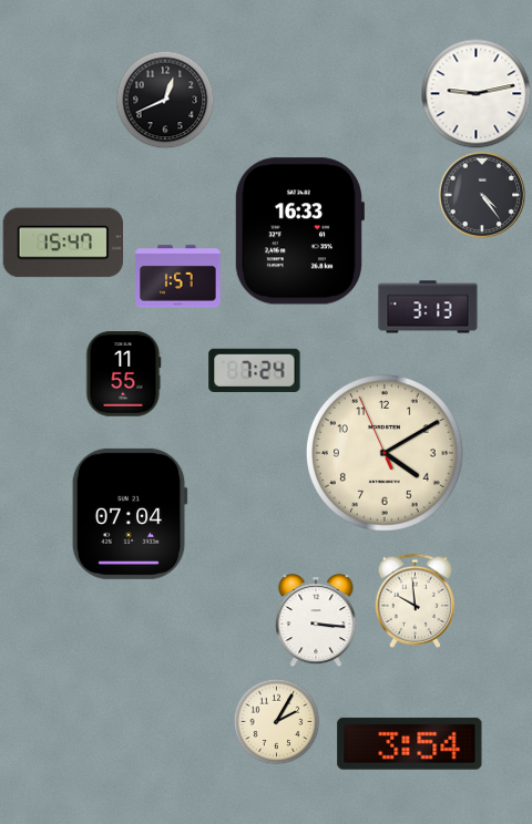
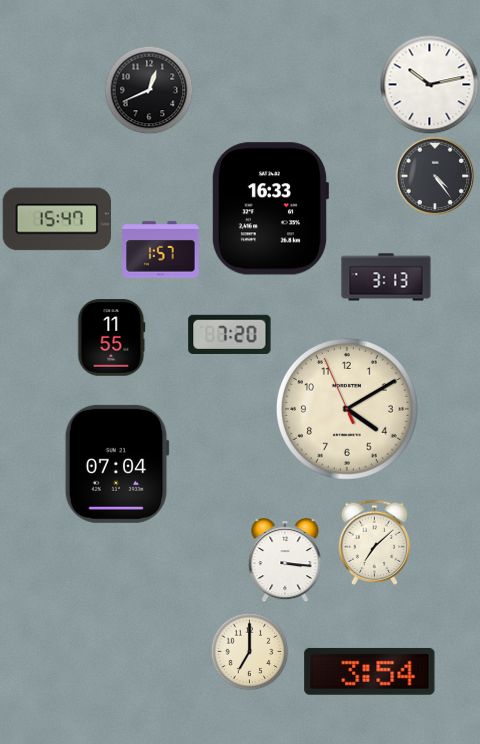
clock at (477, 94): 9:13 -> 10:13
clock at (255, 370): 7:24 -> 7:20
clock at (416, 600): 9:59 -> 7:08
clock at (276, 721): 2:05 -> 7:00
